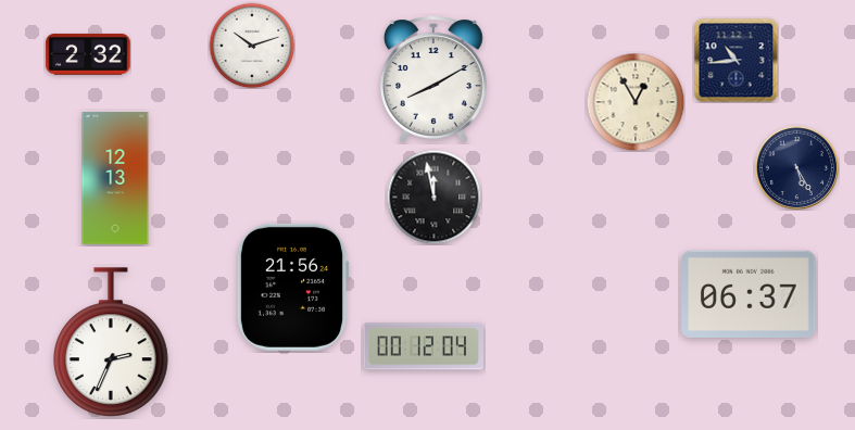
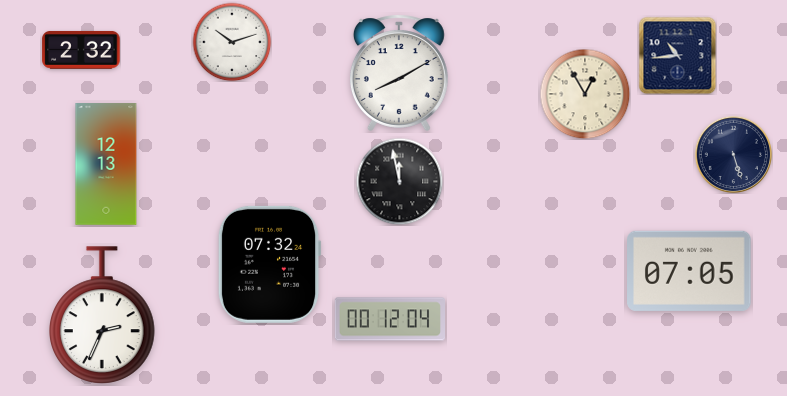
clock at (796, 167): 5:25 -> 5:27
clock at (292, 287): 21:56 -> 07:32
clock at (749, 294): 06:37 -> 07:05
